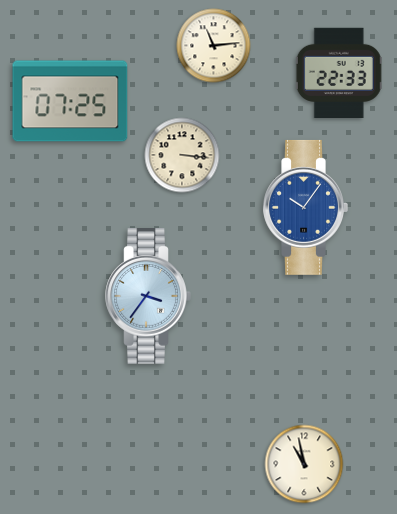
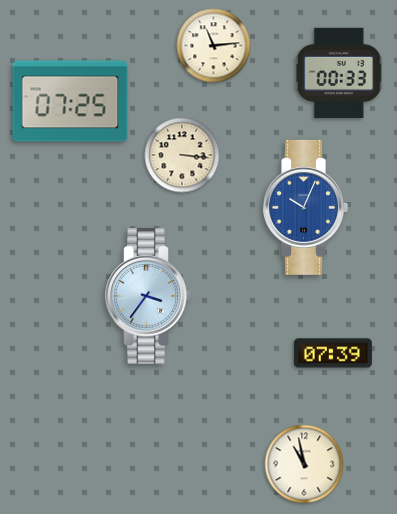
clock at (339, 72): 22:33 -> 00:33
clock at (305, 207): 10:06 -> 10:04
clock at (333, 353): none -> 07:39
